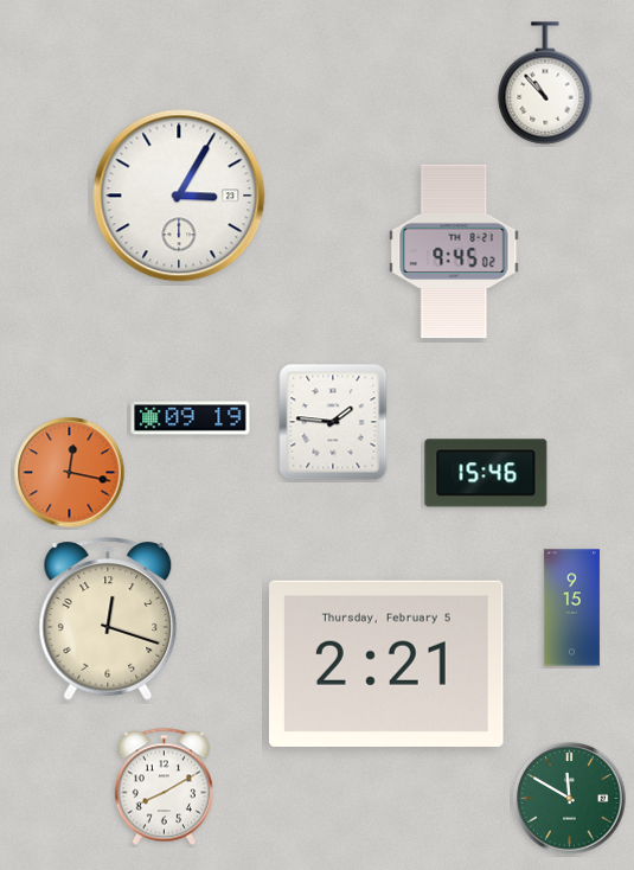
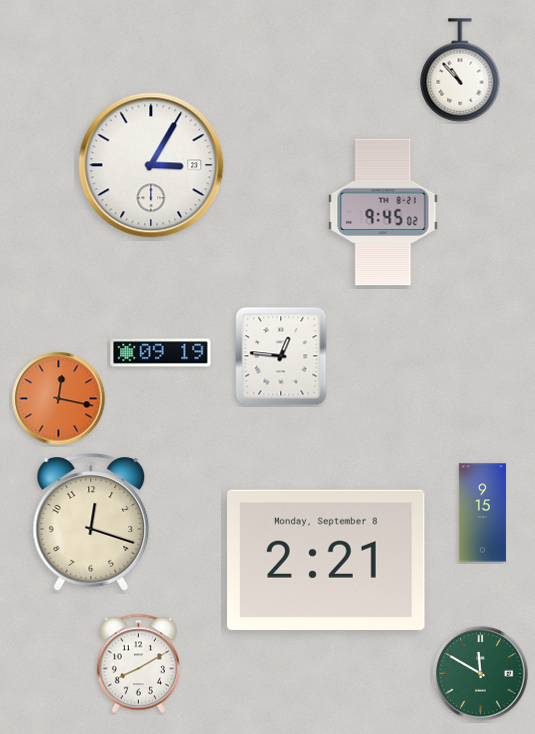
clock at (333, 422): 1:46 -> 12:46
clock at (486, 473): 15:46 -> none
clock at (388, 664) date: Thursday, February 5 -> Monday, September 8
